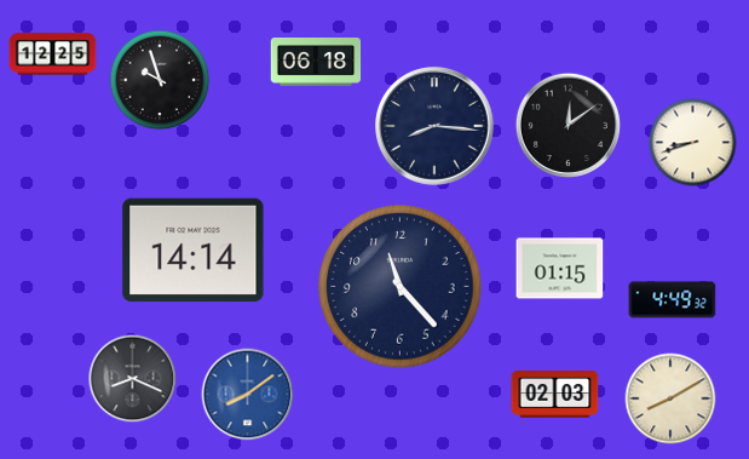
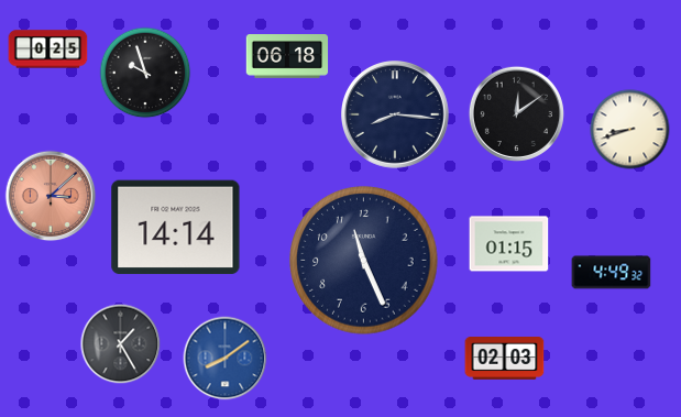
clock at (53, 54): 12:25 -> 0:25
clock at (51, 196): none -> 3:08
clock at (401, 287): 11:23 -> 11:26
clock at (133, 379): 8:19 -> 1:25
clock at (670, 398): 8:10 -> none
